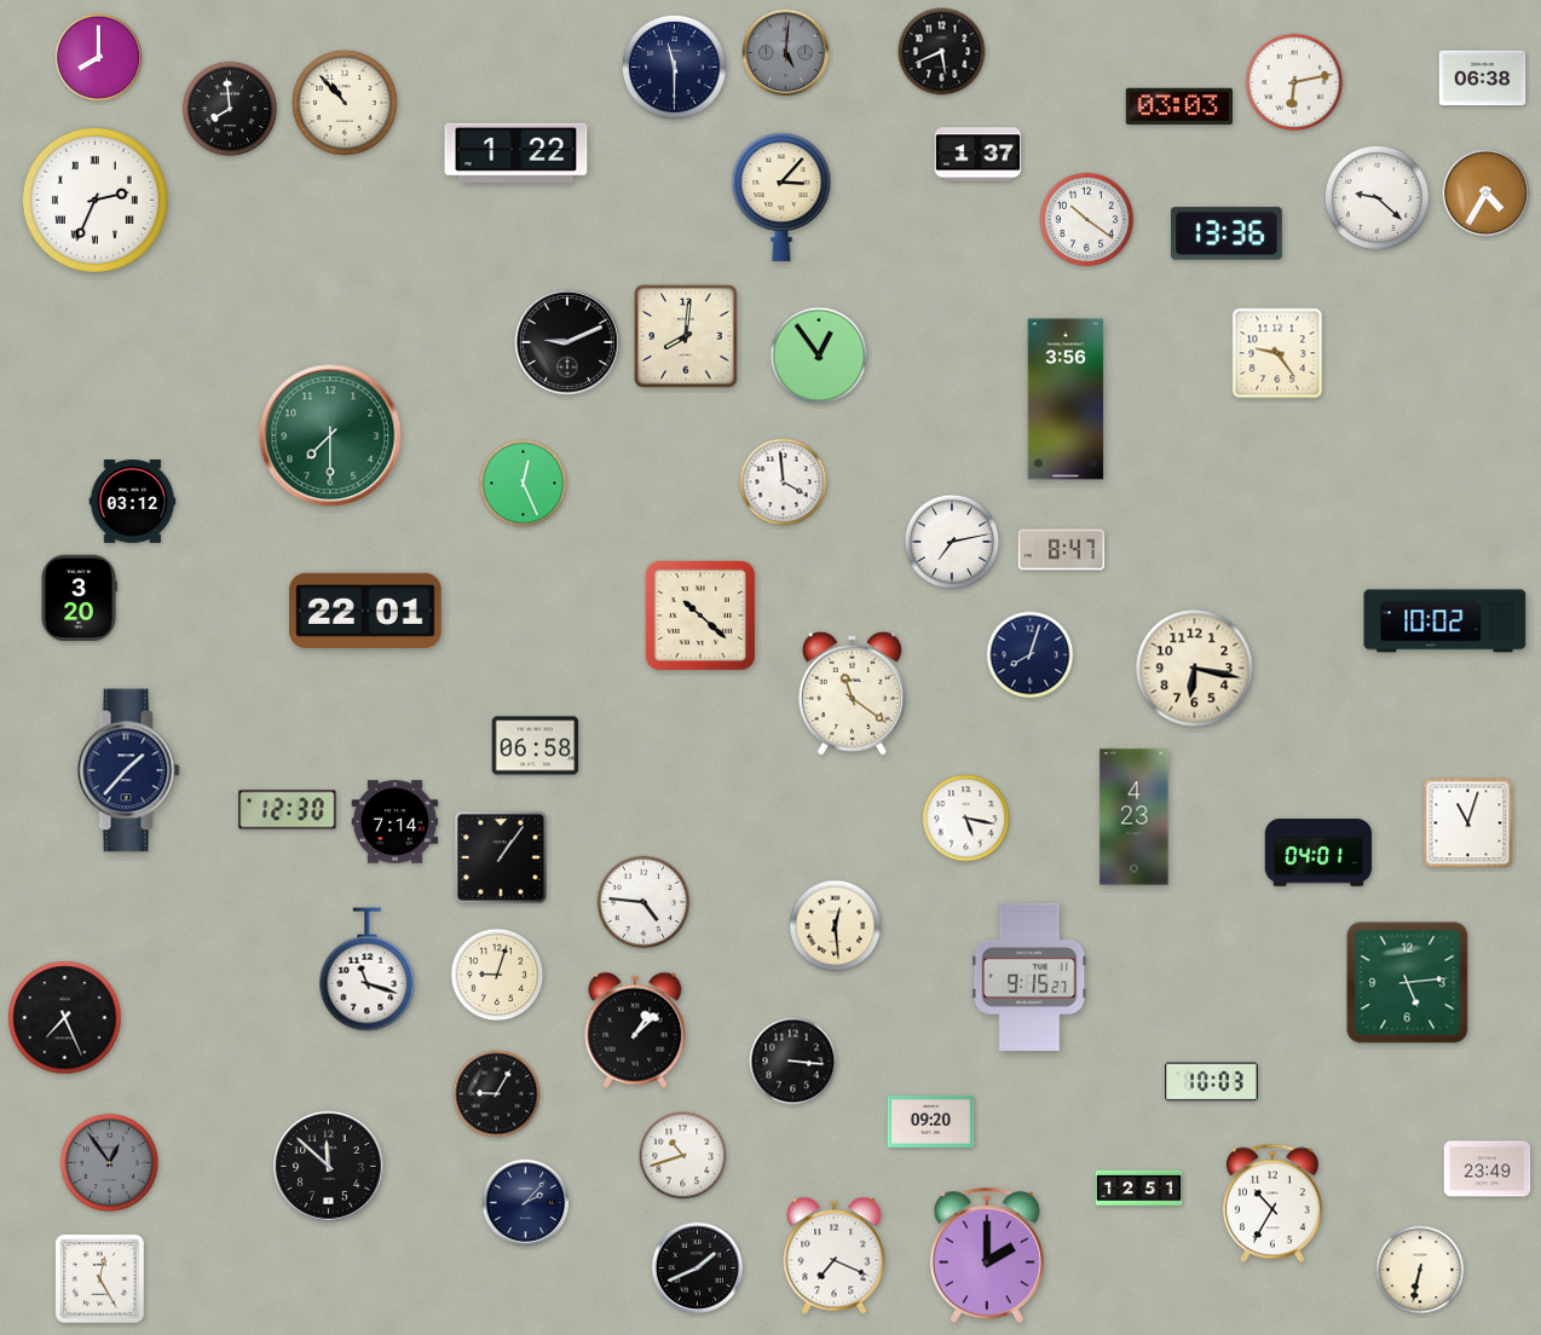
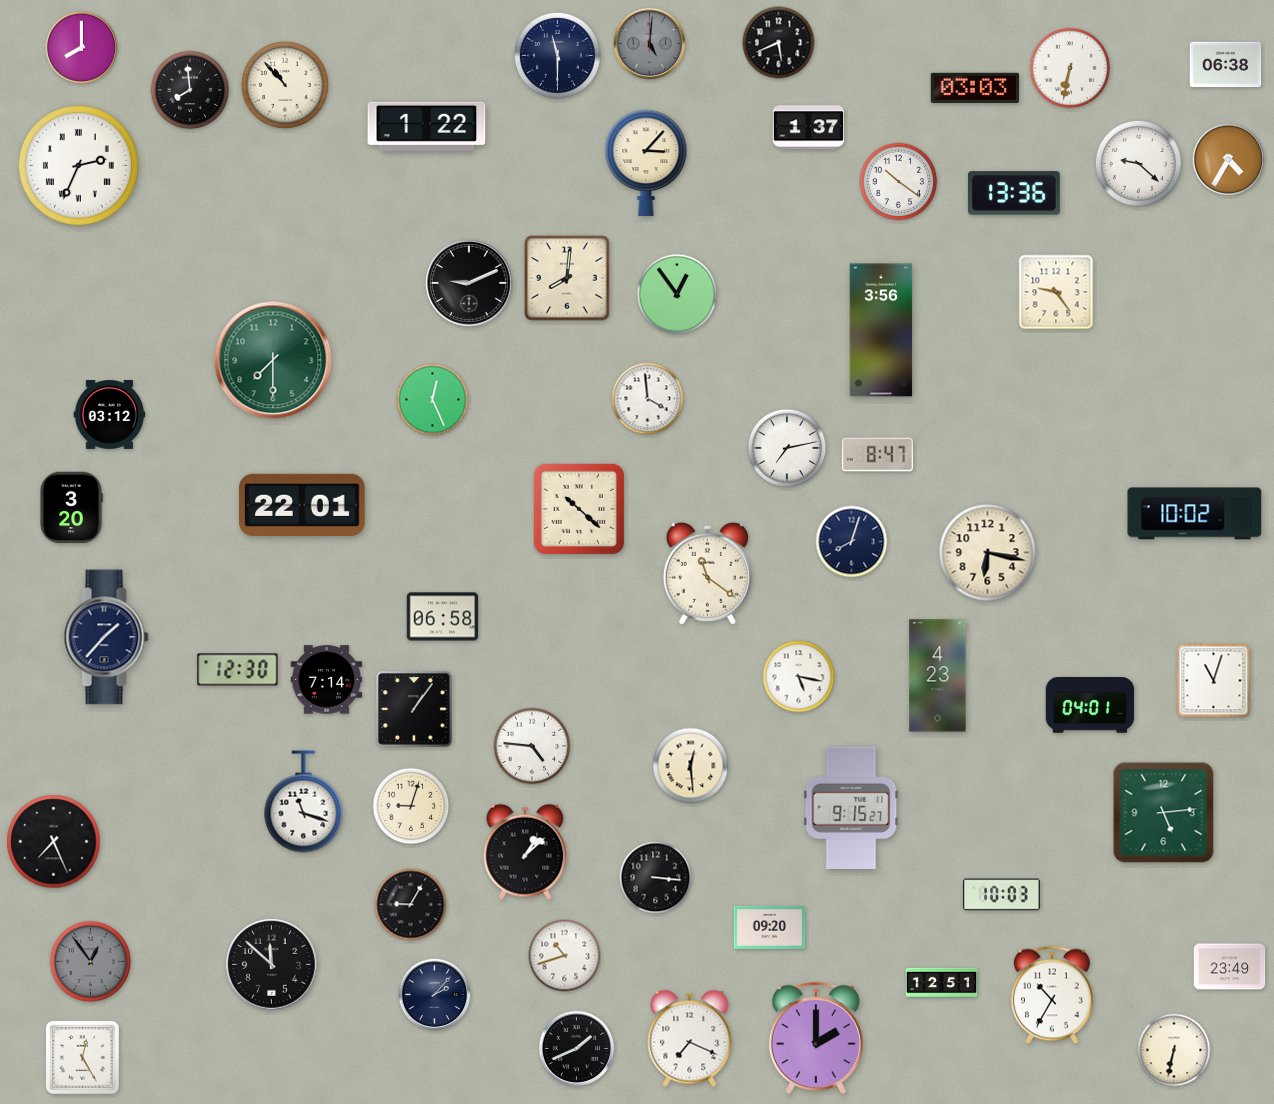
clock at (1294, 82): 6:13 -> 6:32
clock at (79, 599) position: (79, 599) -> (71, 508)
clock at (852, 693) position: (852, 693) -> (707, 573)
